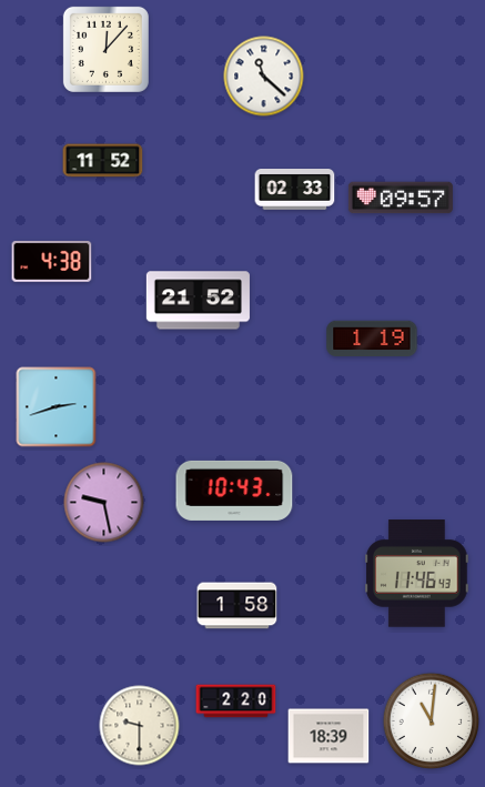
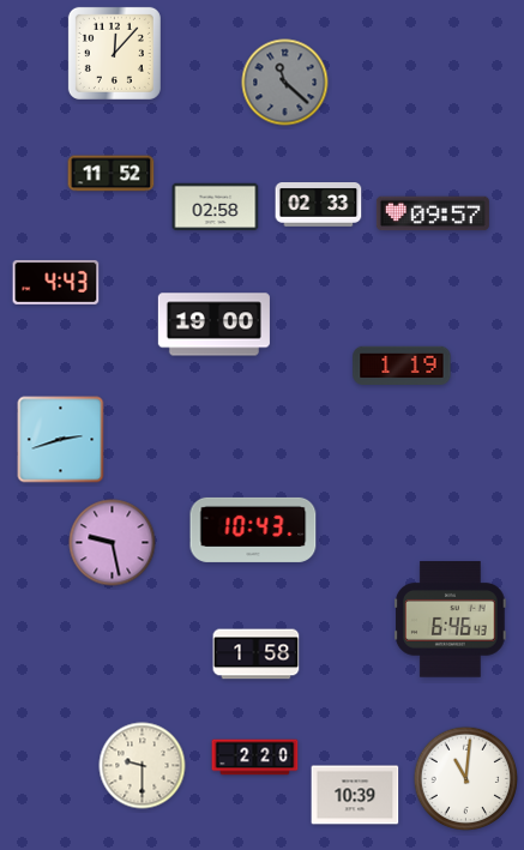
clock at (264, 77) dial: white -> grey
clock at (216, 207): none -> 02:58
clock at (52, 261): 4:38 -> 4:43
clock at (198, 301): 21:52 -> 19:00
clock at (417, 574): 11:46 -> 6:46
clock at (140, 726) position: (140, 726) -> (143, 766)
clock at (329, 736): 18:39 -> 10:39
